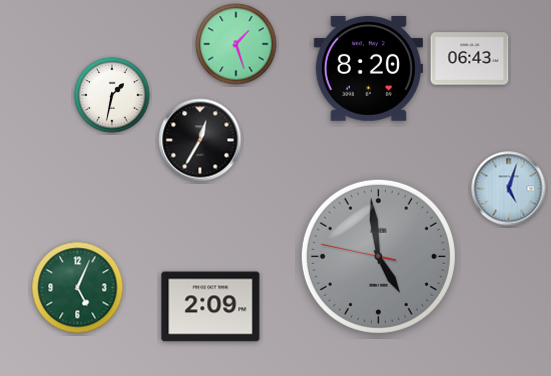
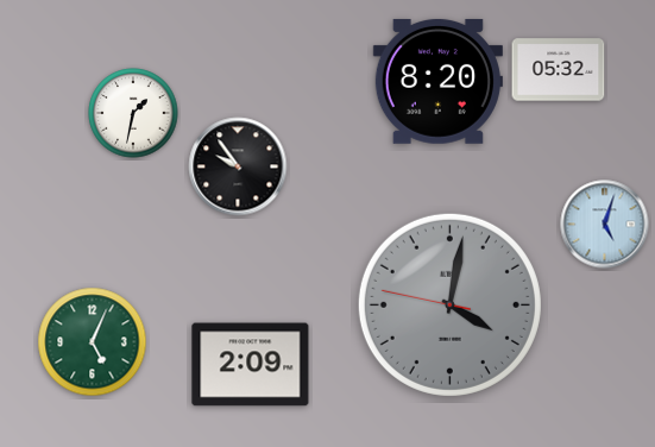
clock at (236, 44): 1:27 -> none
clock at (470, 59): 06:43 -> 05:32
clock at (200, 140): 12:35 -> 9:54
clock at (378, 256): 4:58 -> 4:01
